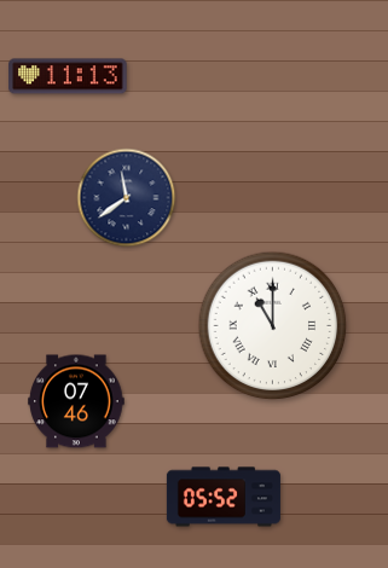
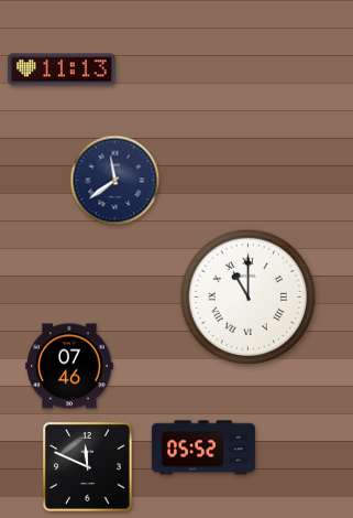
clock at (224, 497) position: (224, 497) -> (203, 447)
clock at (88, 467): none -> 11:49
